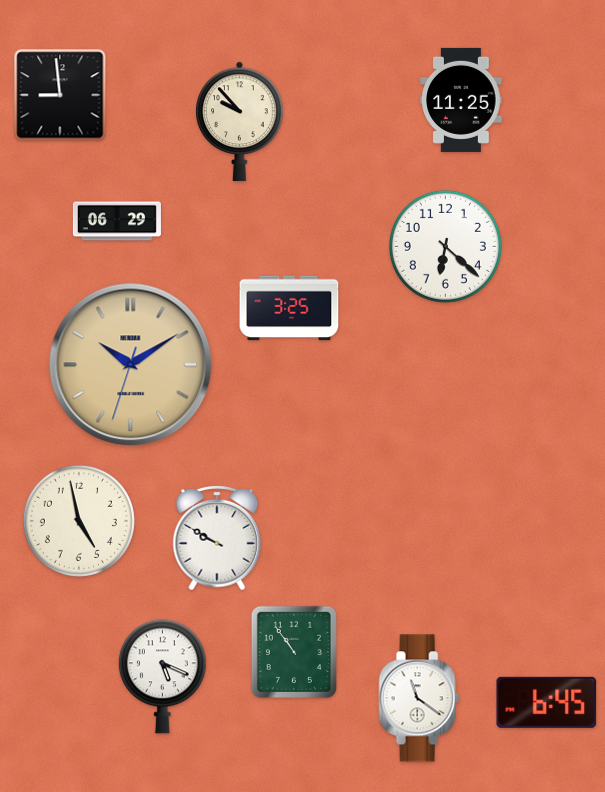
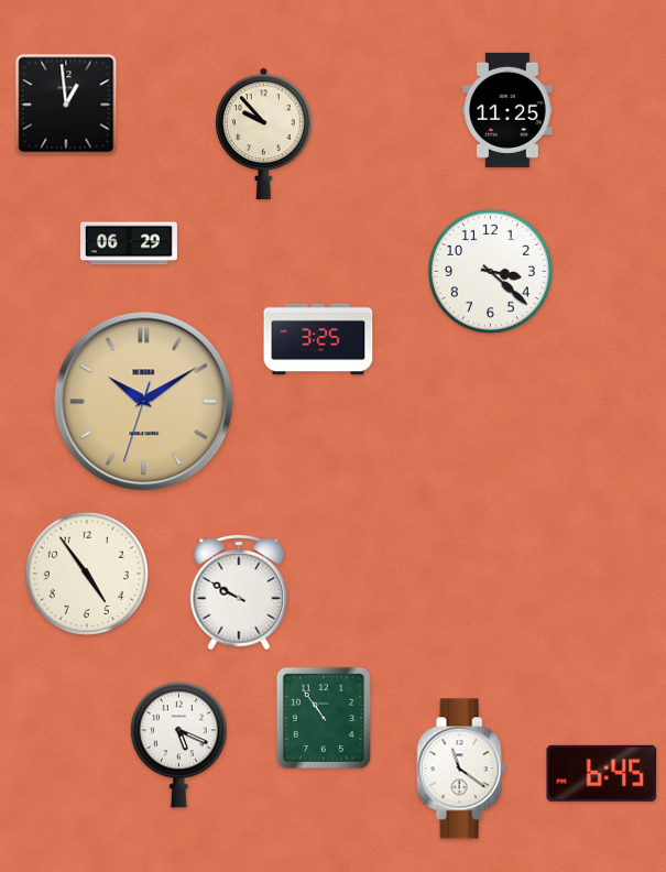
clock at (60, 95): 8:59 -> 12:59
clock at (445, 246): 6:22 -> 3:22
clock at (79, 521): 4:58 -> 4:54
